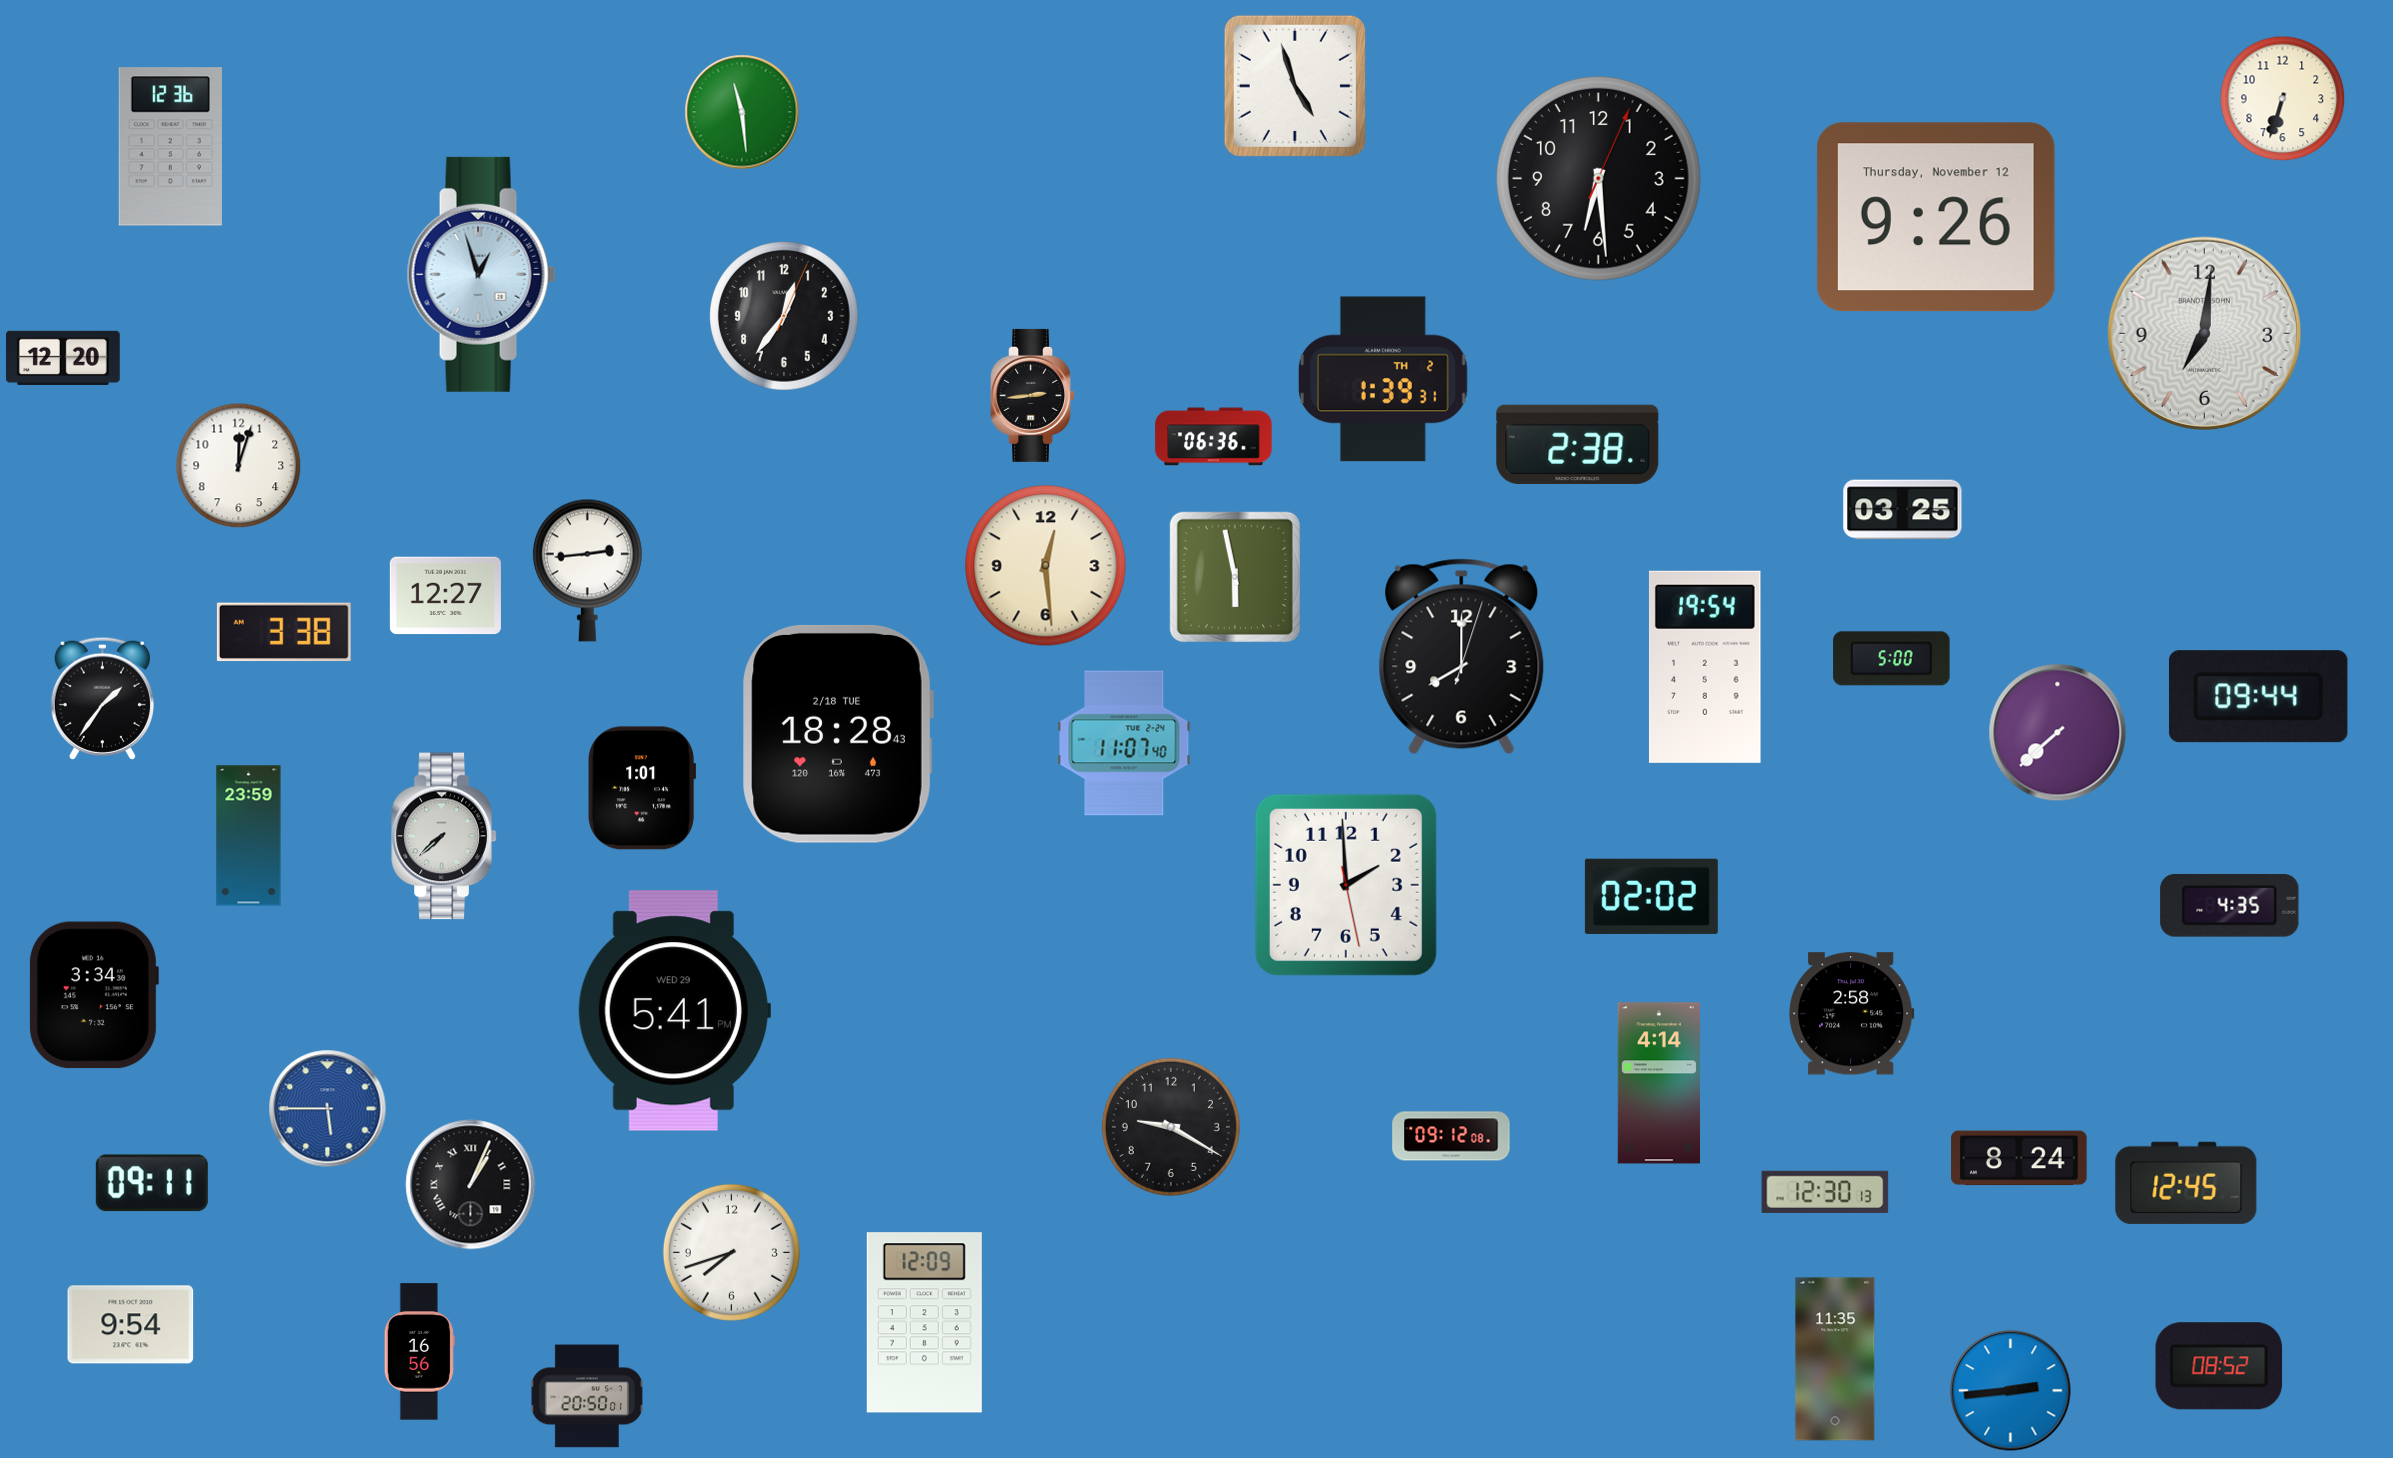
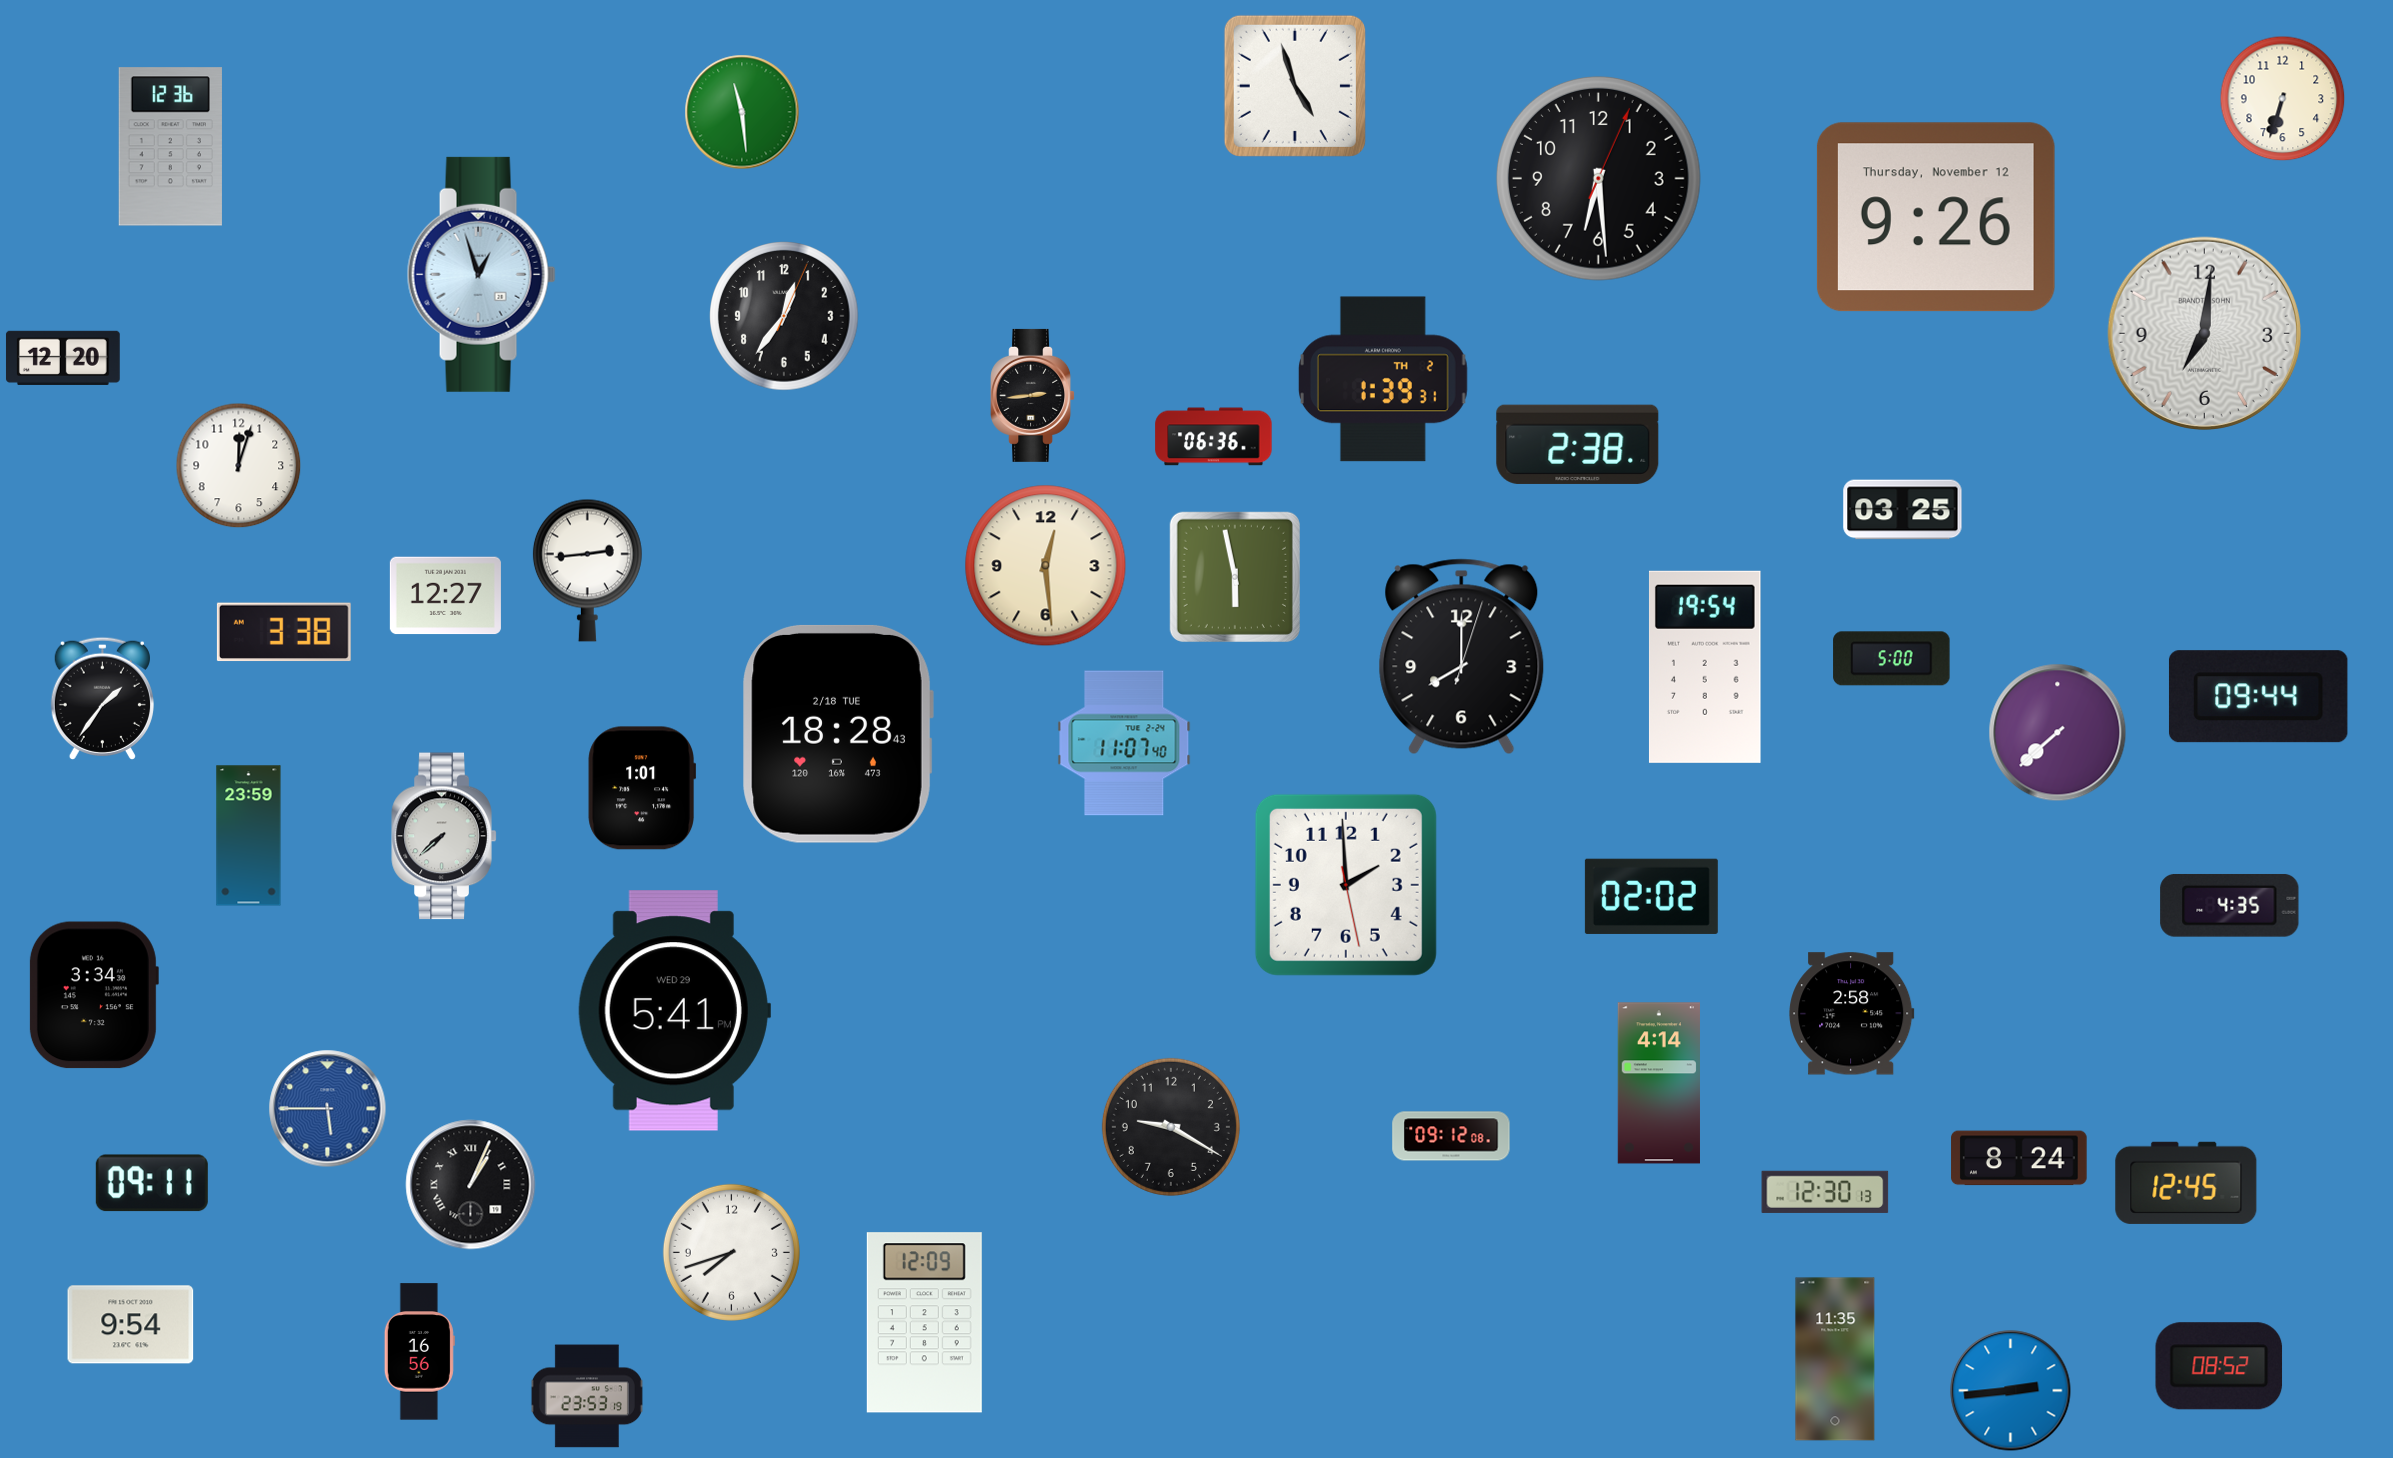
clock at (587, 1396): 20:50 -> 23:53
